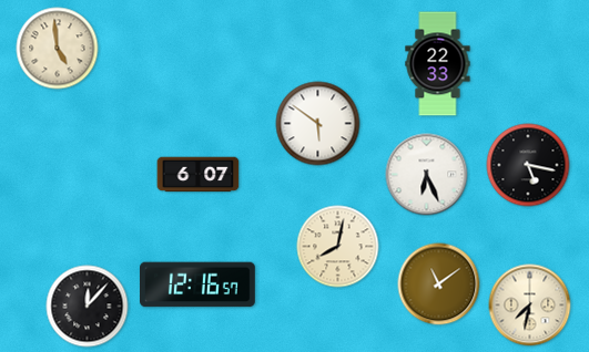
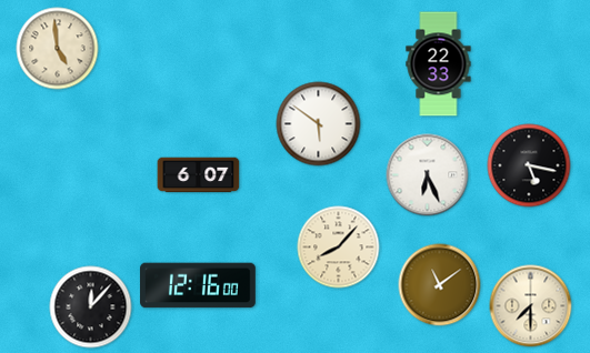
clock at (338, 247): 8:02 -> 8:07
clock at (199, 284): 12:16:57 -> 12:16:00
clock at (530, 306): 7:32 -> 7:30
clock at (88, 307) position: (88, 307) -> (91, 307)
